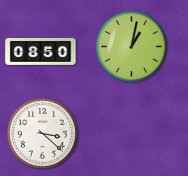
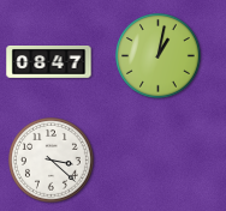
clock at (41, 52): 08:50 -> 08:47
